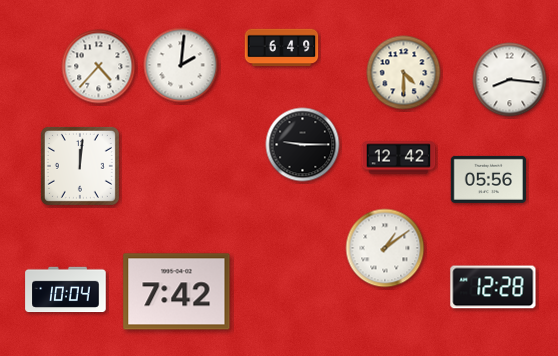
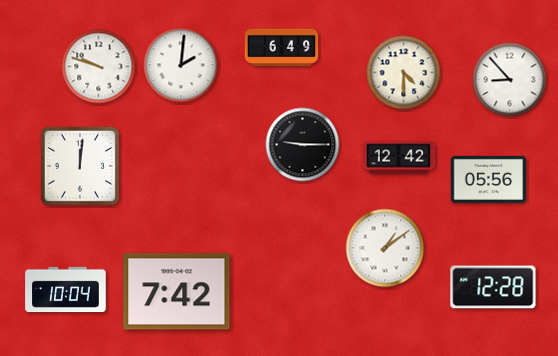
clock at (99, 67): 4:37 -> 9:48
clock at (510, 80): 8:16 -> 8:53
